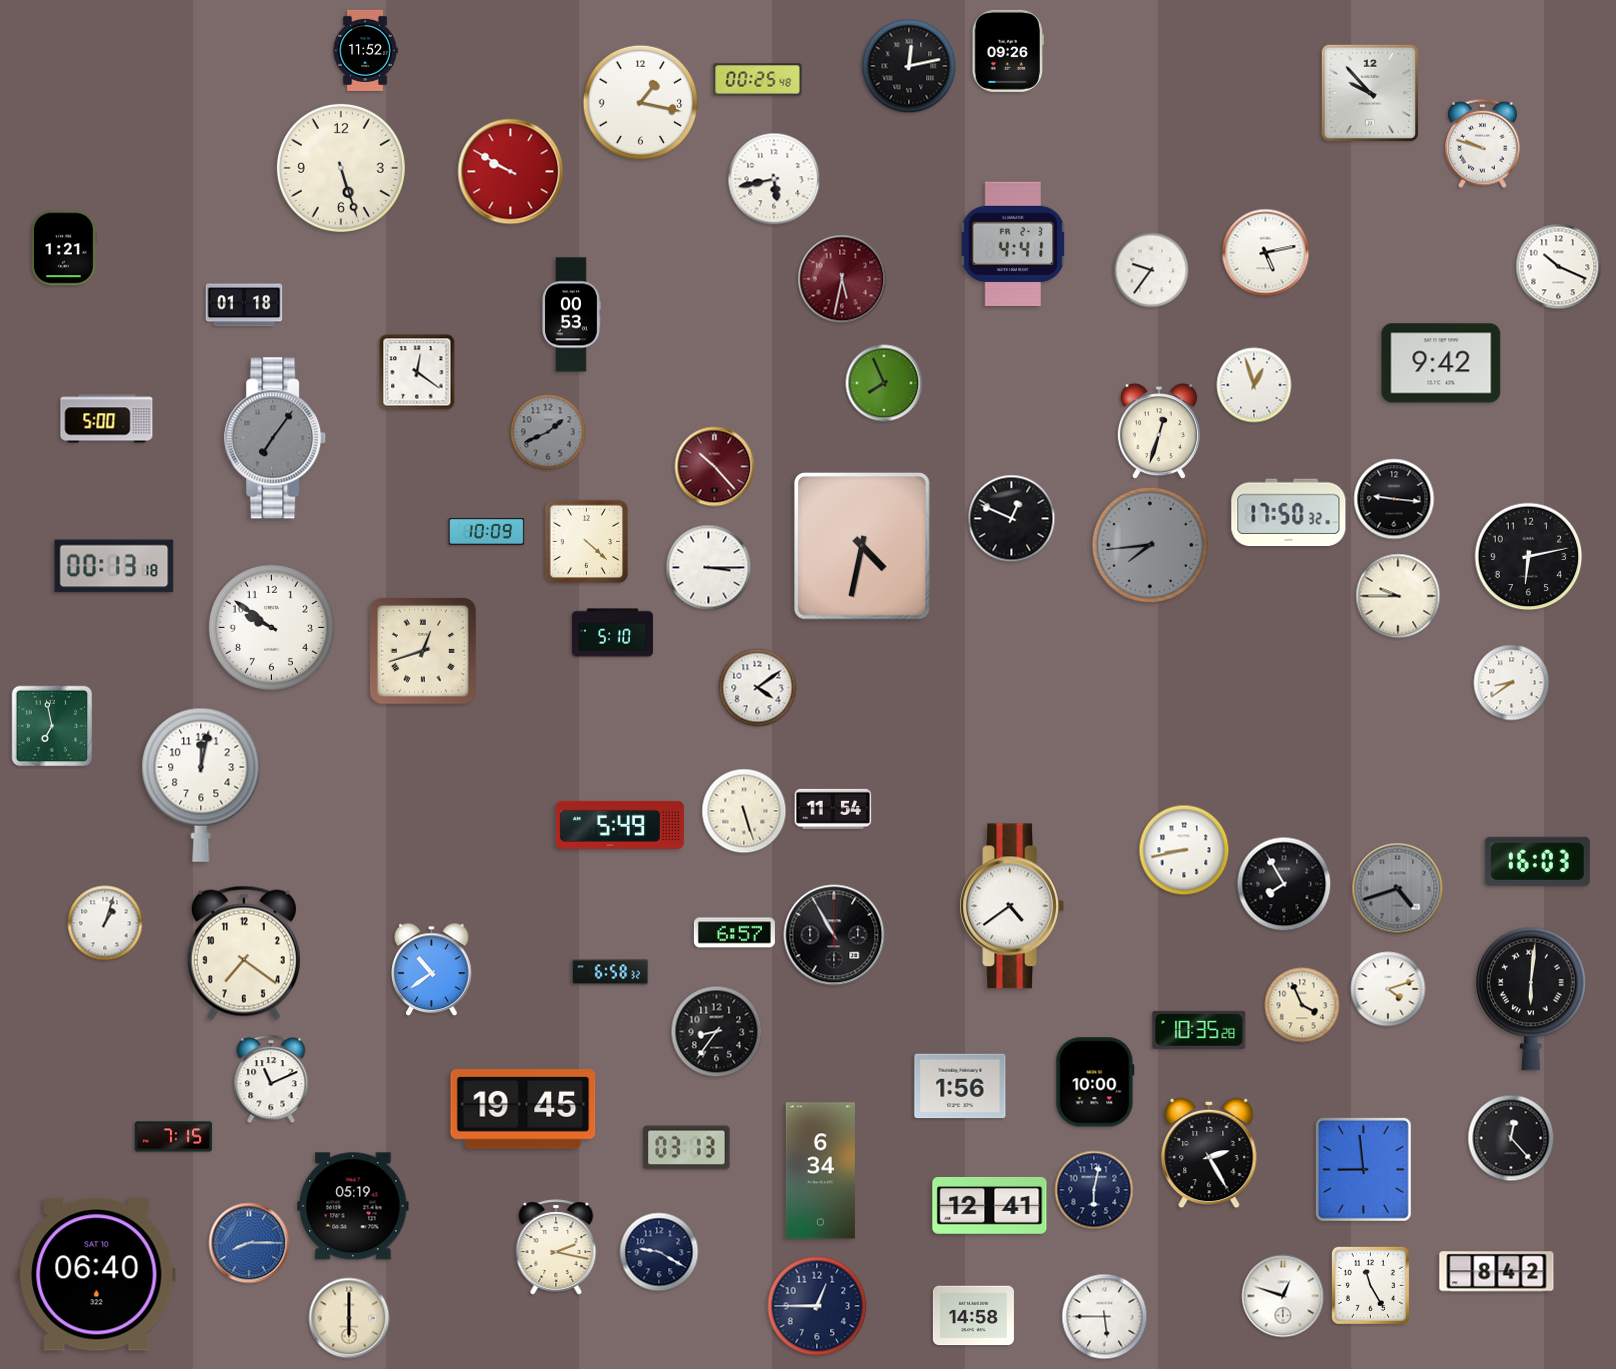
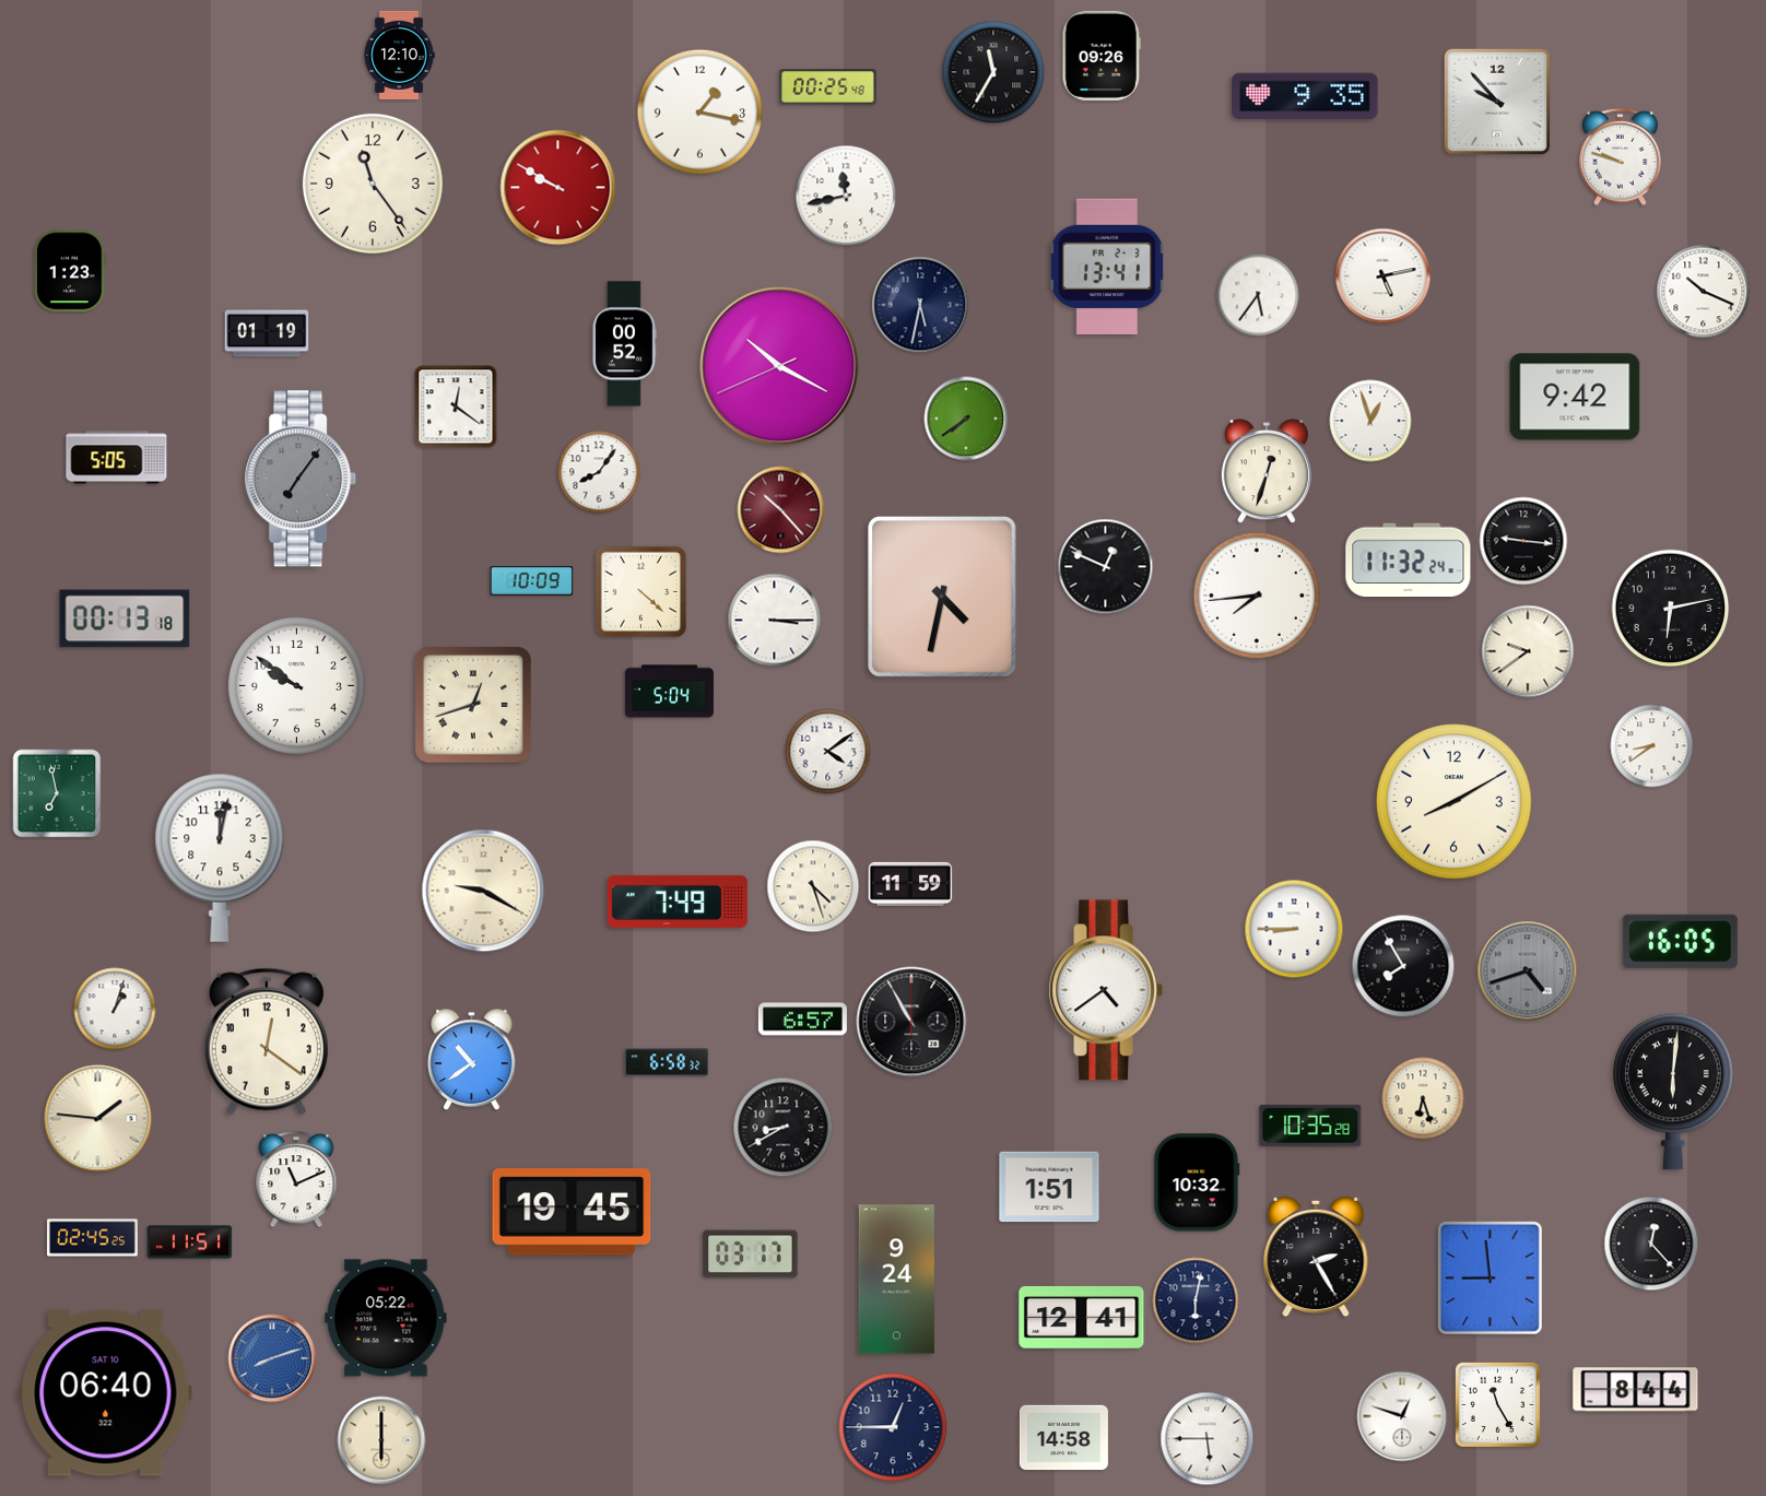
clock at (365, 50): 11:52 -> 12:10
clock at (909, 66): 12:13 -> 11:35
clock at (1305, 96): none -> 9:35
clock at (341, 168): 5:27 -> 11:24
clock at (774, 179): 5:43 -> 11:43
clock at (1013, 244): 4:41 -> 13:41
clock at (64, 248): 1:21 -> 1:23
clock at (1151, 270): 9:36 -> 5:36
clock at (842, 279) dial: burgundy -> navy
clock at (244, 305): 01:18 -> 01:19
clock at (571, 315): 00:53 -> 00:52
clock at (779, 366): none -> 10:19
clock at (884, 383): 7:56 -> 7:39
clock at (107, 419): 5:00 -> 5:05
clock at (548, 432): 1:41 -> 8:06
clock at (548, 432) dial: grey -> white
clock at (1394, 499) position: (1394, 499) -> (1523, 541)
clock at (1289, 513): 17:50 -> 11:32
clock at (1149, 544) dial: grey -> white
clock at (1398, 596): 9:45 -> 9:39
clock at (612, 633): 5:10 -> 5:04
clock at (423, 651) position: (423, 651) -> (473, 705)
clock at (1455, 802): none -> 8:10
clock at (833, 809): 11:54 -> 11:59
clock at (744, 811): 5:27 -> 4:27
clock at (483, 891): none -> 9:20
clock at (620, 825): 5:49 -> 7:49
clock at (1184, 850): 8:43 -> 8:45
clock at (1537, 861): 16:03 -> 16:05
clock at (244, 953): 7:21 -> 12:21
clock at (1388, 989): 4:12 -> none
clock at (1302, 1005): 3:56 -> 6:27
clock at (98, 1119): none -> 1:46
clock at (717, 1032): 8:36 -> 8:40
clock at (1095, 1082): 10:00 -> 10:32
clock at (960, 1086): 1:56 -> 1:51
clock at (93, 1238): none -> 02:45
clock at (174, 1137): 7:15 -> 11:51
clock at (687, 1148): 03:13 -> 03:17
clock at (1209, 1153) position: (1209, 1153) -> (1316, 1257)
clock at (820, 1171): 6:34 -> 9:24
clock at (353, 1206): 05:19 -> 05:22
clock at (249, 1243): 8:15 -> 8:12
clock at (556, 1247): 2:17 -> none
clock at (659, 1252): 9:20 -> none
clock at (1497, 1272): 8:42 -> 8:44
